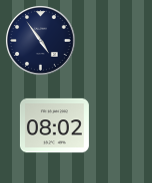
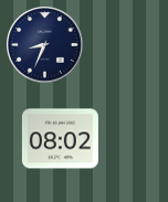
clock at (41, 41): 4:54 -> 8:34
